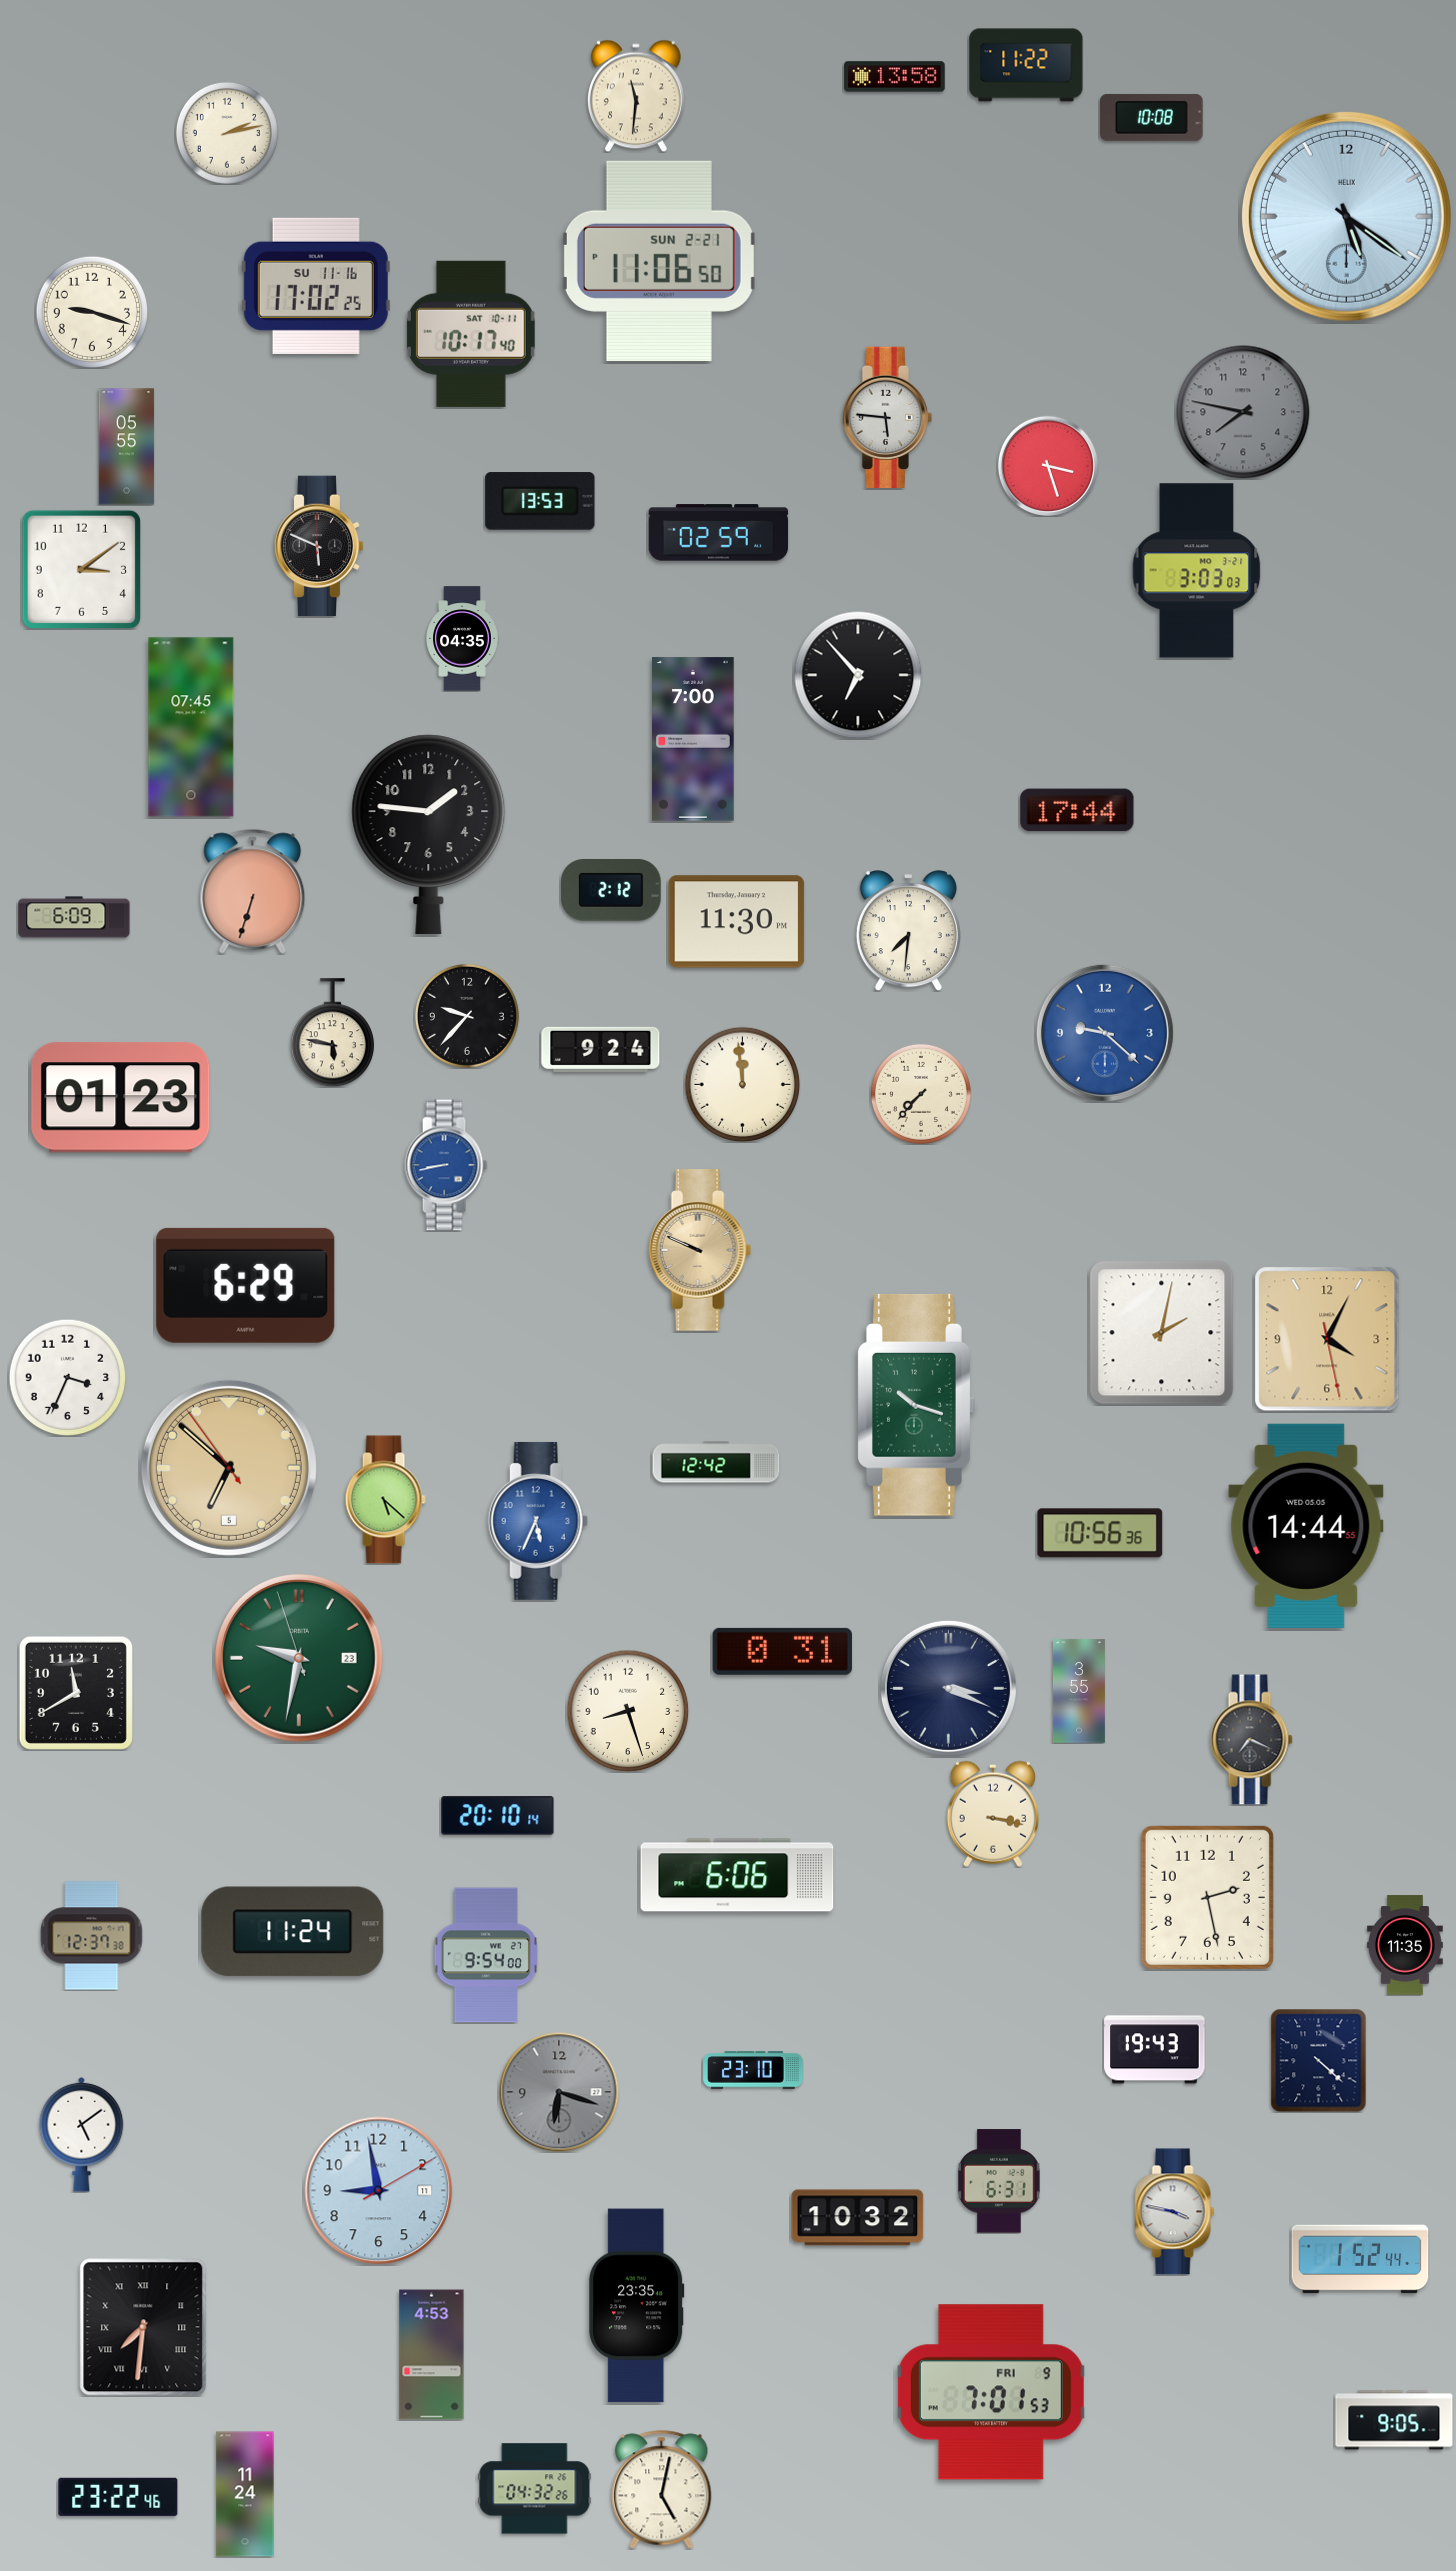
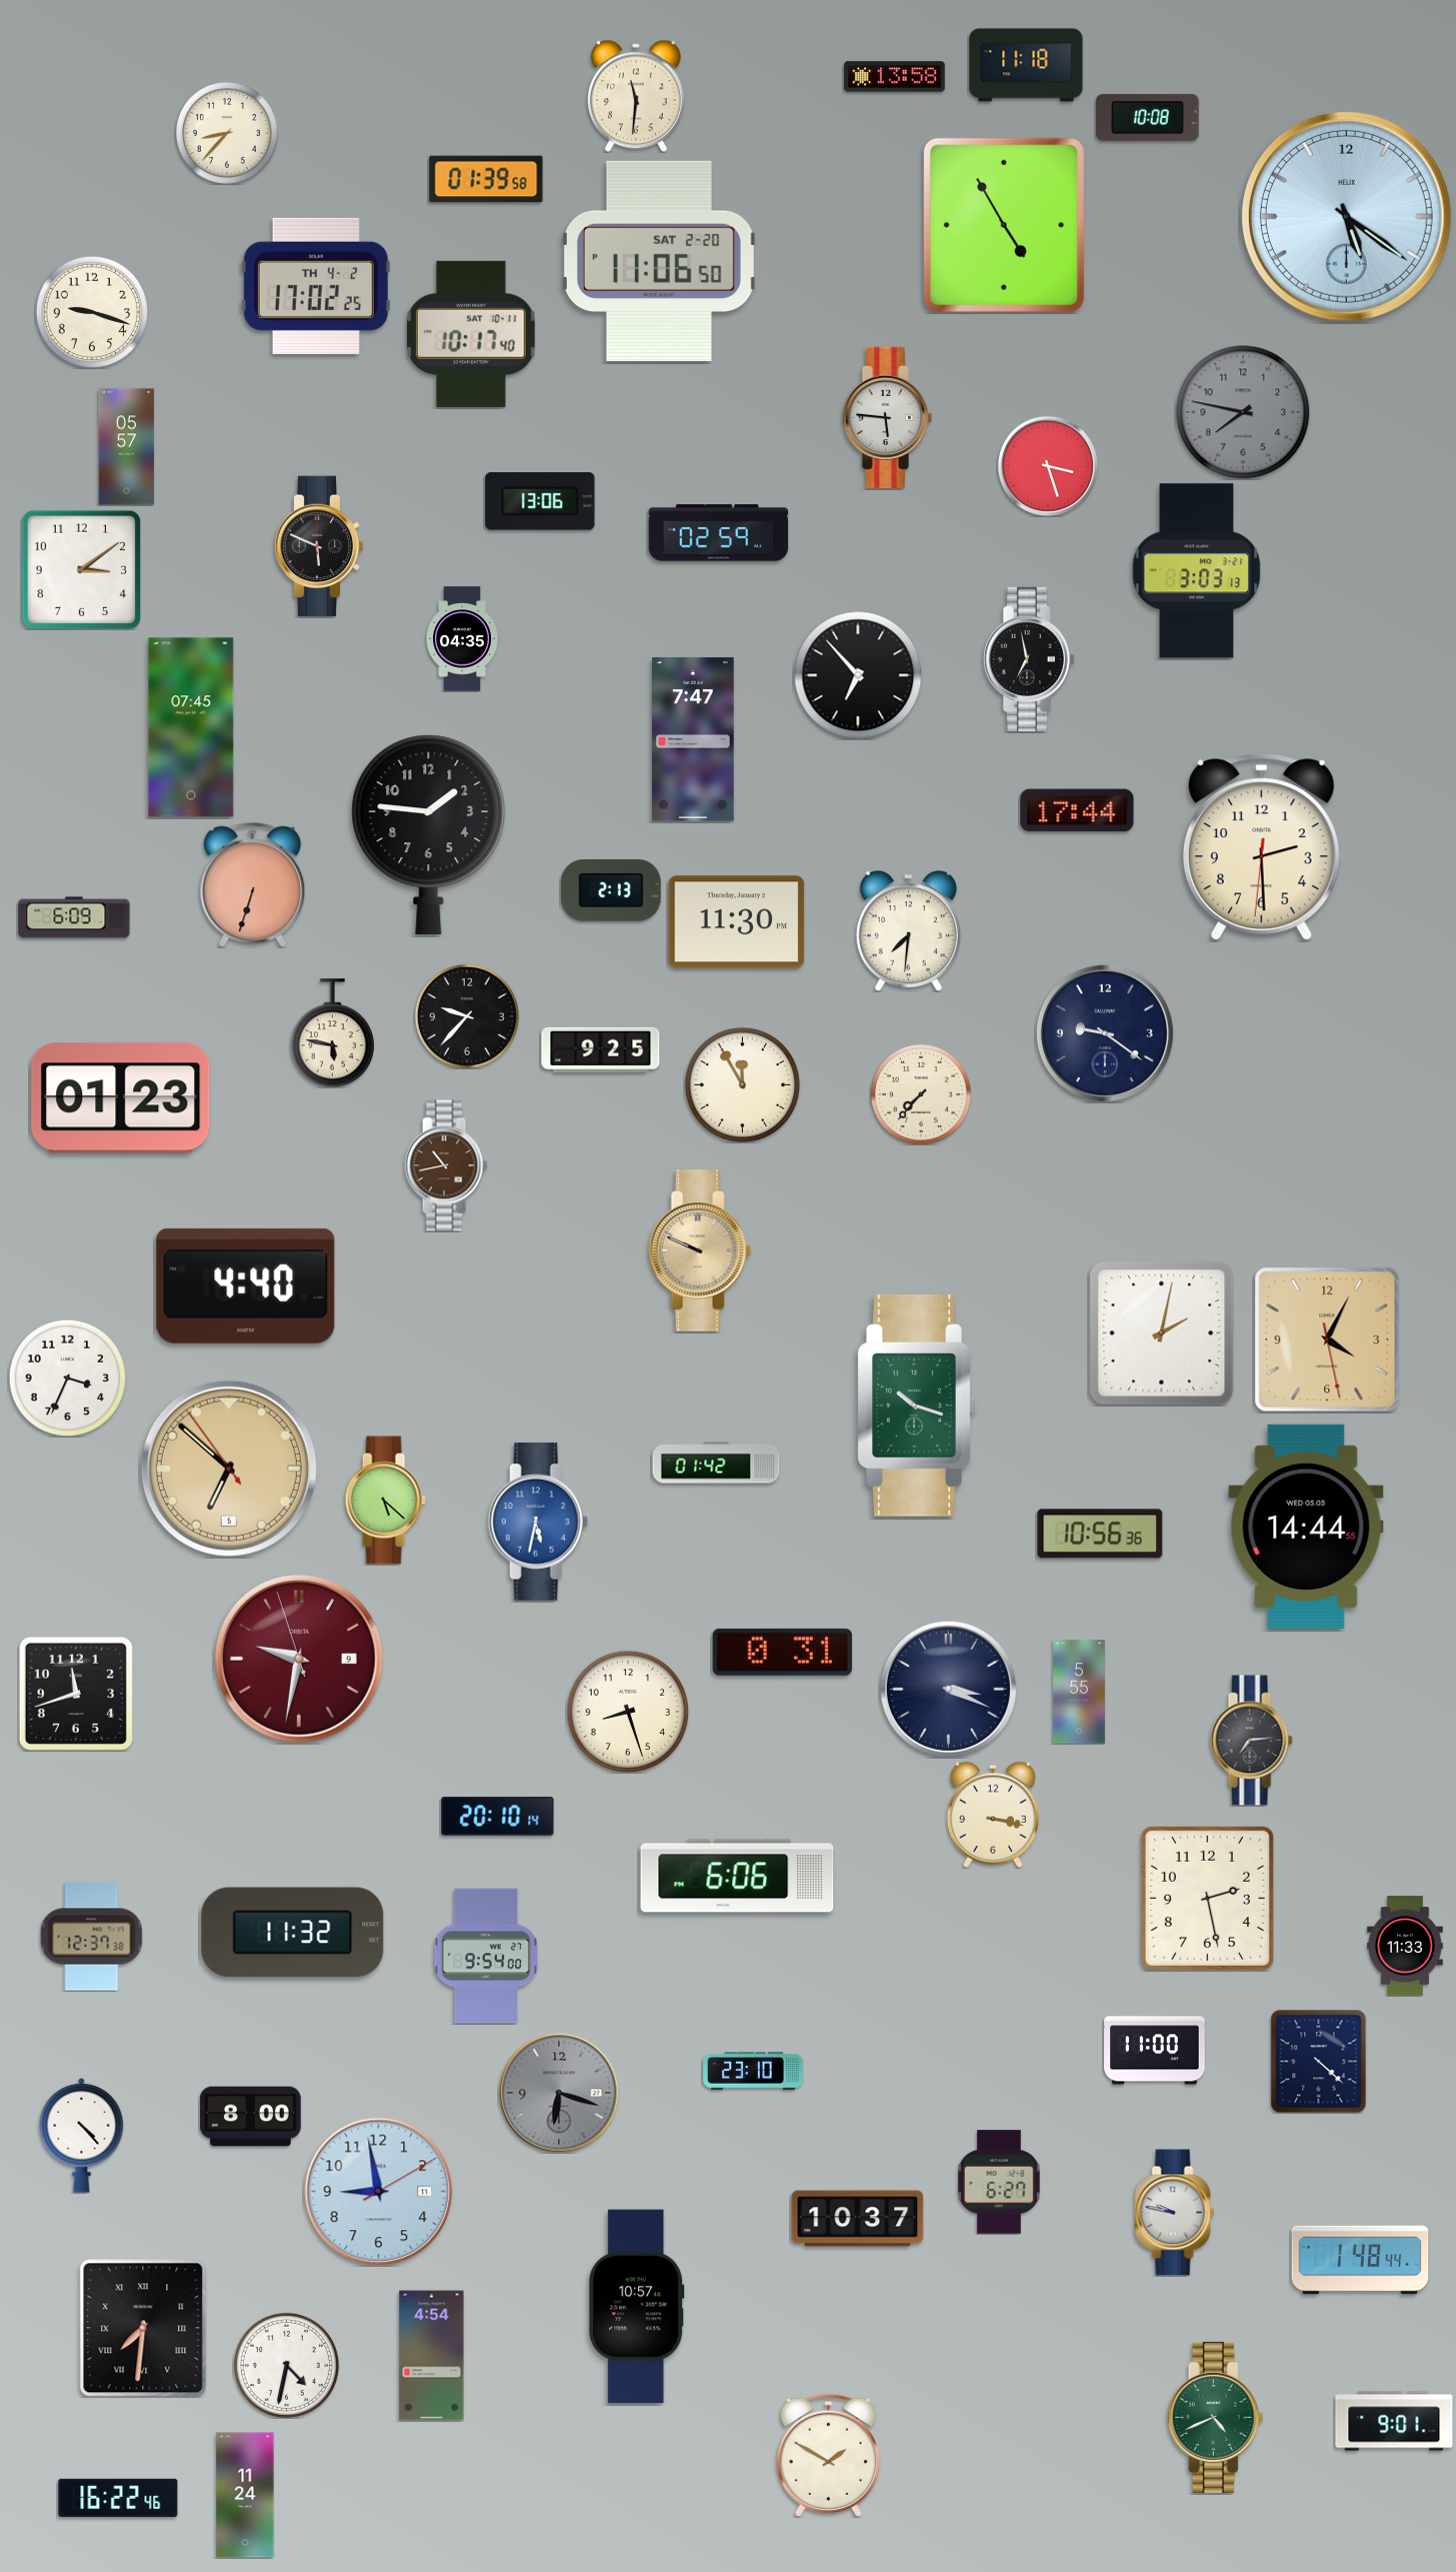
clock at (1026, 65): 11:22 -> 11:18
clock at (1152, 117) position: (1152, 117) -> (1148, 117)
clock at (227, 133): 2:13 -> 8:37
clock at (486, 179): none -> 01:39
clock at (1004, 225): none -> 4:55
clock at (659, 261) date: SUN 2-21 -> SAT 2-20
clock at (316, 286) date: SU 11-16 -> TH 4-2
clock at (127, 447): 05:55 -> 05:57
clock at (540, 501): 13:53 -> 13:06
clock at (1197, 571): 3:03:03 -> 3:03:13
clock at (1029, 659): none -> 6:58
clock at (693, 739): 7:00 -> 7:47
clock at (1261, 846): none -> 2:29
clock at (612, 891): 2:12 -> 2:13
clock at (253, 892) position: (253, 892) -> (253, 885)
clock at (1105, 1033): 9:22 -> 9:21
clock at (1105, 1033) dial: blue -> navy
clock at (601, 1049): 9:24 -> 9:25
clock at (742, 1084): 11:59 -> 11:55
clock at (446, 1165): 8:43 -> 10:43
clock at (446, 1165) dial: blue -> brown
clock at (246, 1285): 6:29 -> 4:40
clock at (716, 1462): 12:42 -> 01:42
clock at (538, 1521): 5:34 -> 5:32
clock at (300, 1659) date: 23 -> 9
clock at (300, 1659) dial: green -> burgundy
clock at (1079, 1691): 3:55 -> 5:55
clock at (76, 1693): 11:40 -> 11:42
clock at (1251, 1740): 7:19 -> 7:14
clock at (293, 1932): 11:24 -> 11:32
clock at (1406, 1945): 11:35 -> 11:33
clock at (1155, 2050): 19:43 -> 11:00
clock at (251, 2117): none -> 8:00
clock at (82, 2134): 5:09 -> 4:23
clock at (1000, 2181): 6:31 -> 6:27
clock at (1175, 2212): 3:47 -> 9:47
clock at (858, 2218): 10:32 -> 10:37
clock at (1360, 2259): 1:52 -> 1:48
clock at (637, 2306): 23:35 -> 10:57
clock at (432, 2355): 4:53 -> 4:54
clock at (286, 2365): none -> 4:32
clock at (991, 2392): 7:01 -> none
clock at (1216, 2417): none -> 4:41
clock at (1394, 2420): 9:05 -> 9:01
clock at (828, 2455): none -> 1:50
clock at (535, 2489): 04:32 -> none
clock at (662, 2490): 5:02 -> none
clock at (118, 2497): 23:22 -> 16:22
